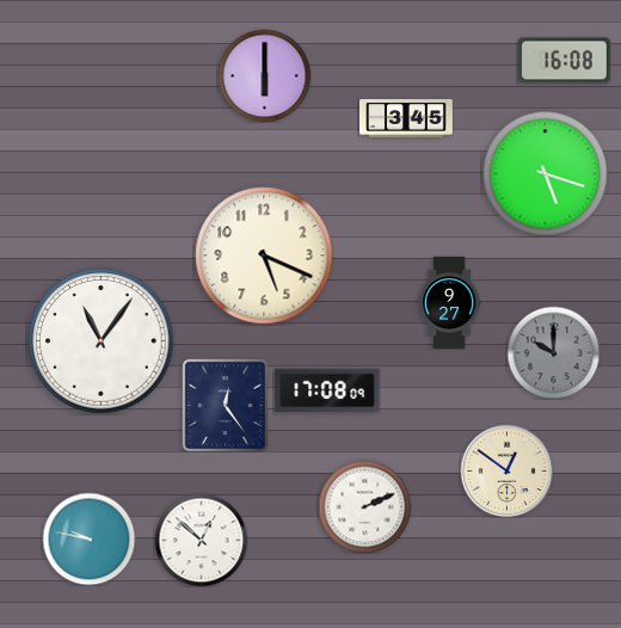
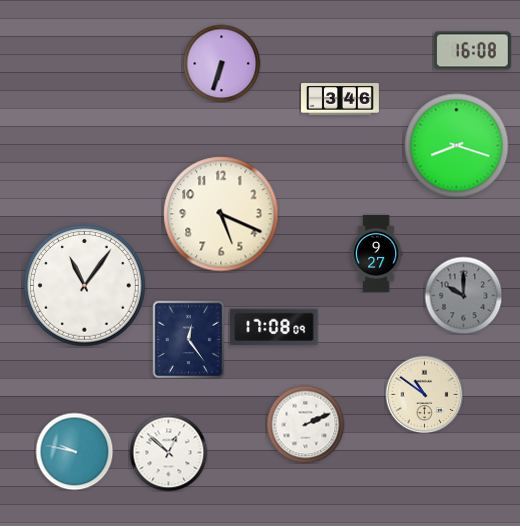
clock at (264, 75): 6:00 -> 6:33
clock at (407, 119): 3:45 -> 3:46
clock at (546, 174): 5:18 -> 8:18
clock at (506, 470): 12:51 -> 10:51
